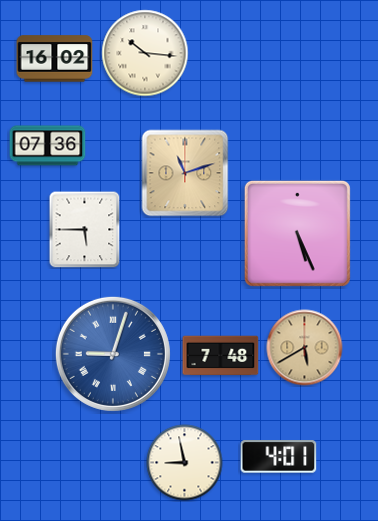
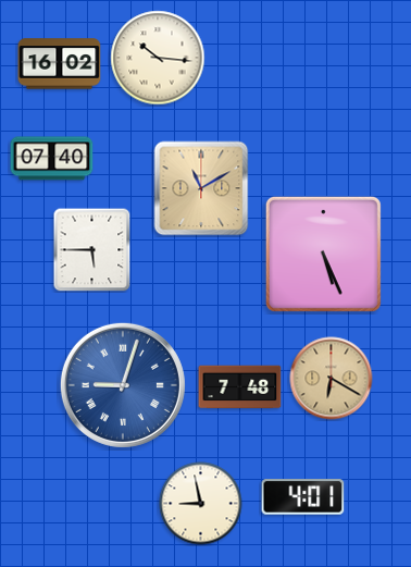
clock at (48, 146): 07:36 -> 07:40
clock at (185, 173): 11:12 -> 11:10
clock at (305, 348): 5:40 -> 6:20
